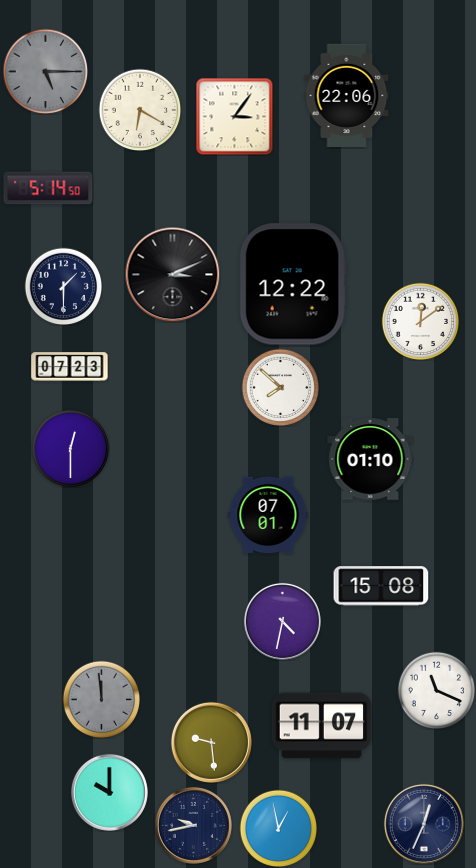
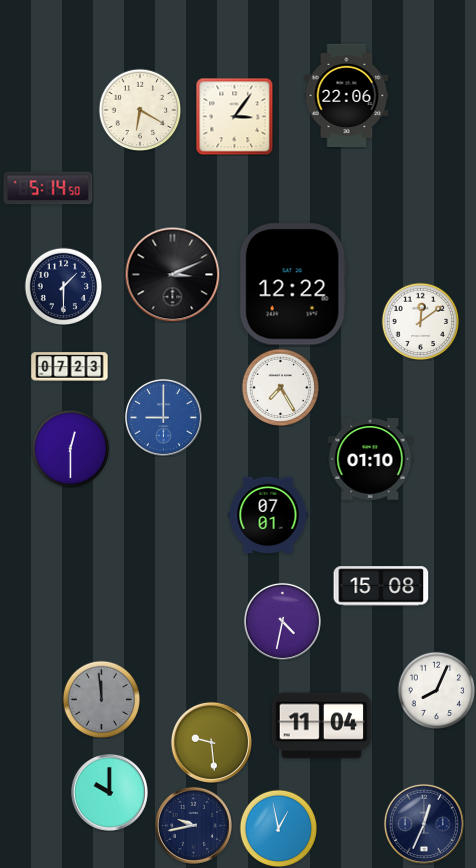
clock at (45, 71): 5:15 -> none
clock at (280, 387): 7:52 -> 7:25
clock at (163, 417): none -> 9:00
clock at (436, 690): 11:19 -> 8:04
clock at (322, 726): 11:07 -> 11:04
